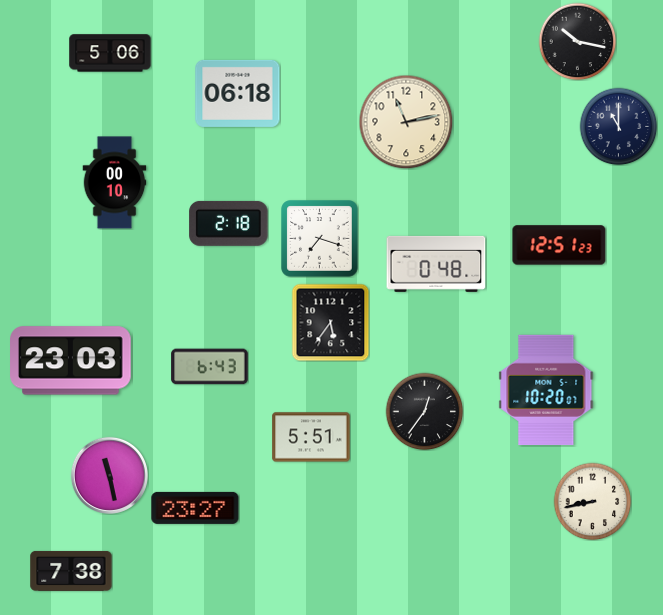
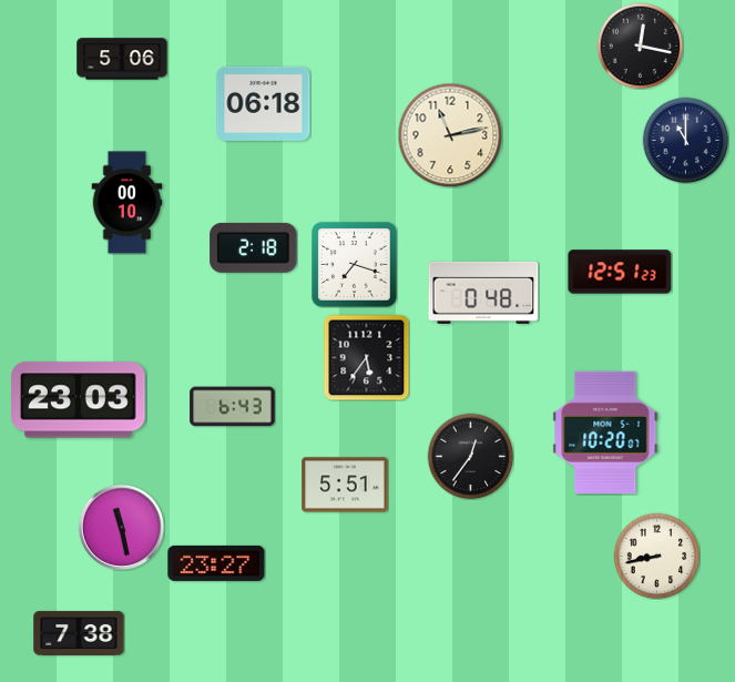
clock at (577, 41): 10:17 -> 12:17
